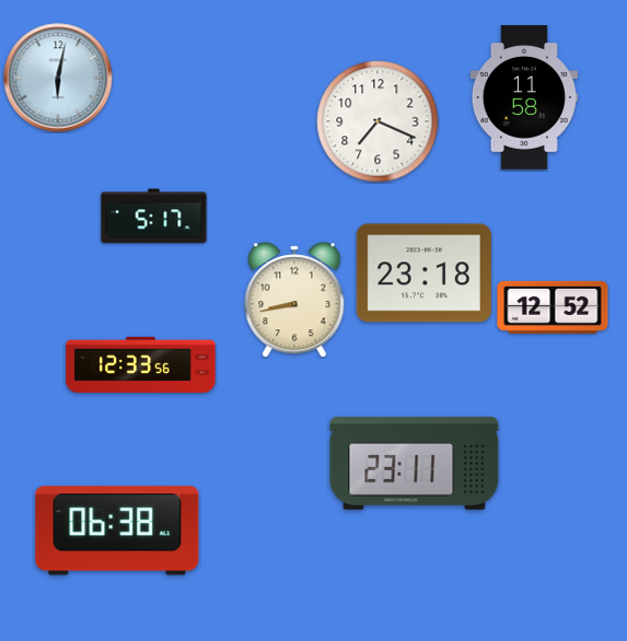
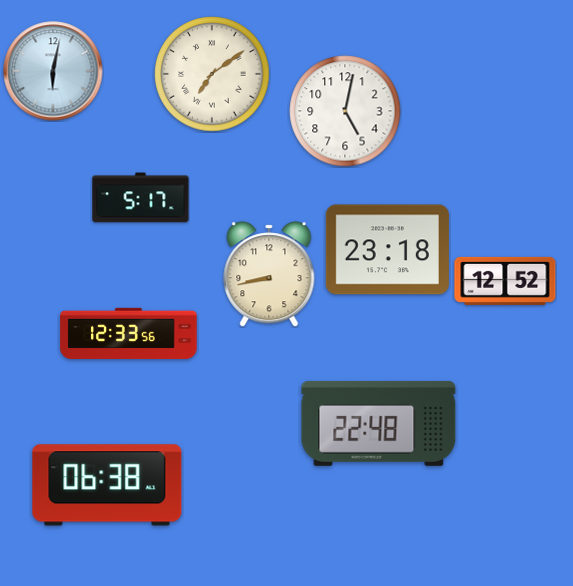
clock at (212, 74): none -> 7:09
clock at (523, 98): 11:58 -> none
clock at (378, 121): 7:19 -> 5:02
clock at (415, 463): 23:11 -> 22:48
